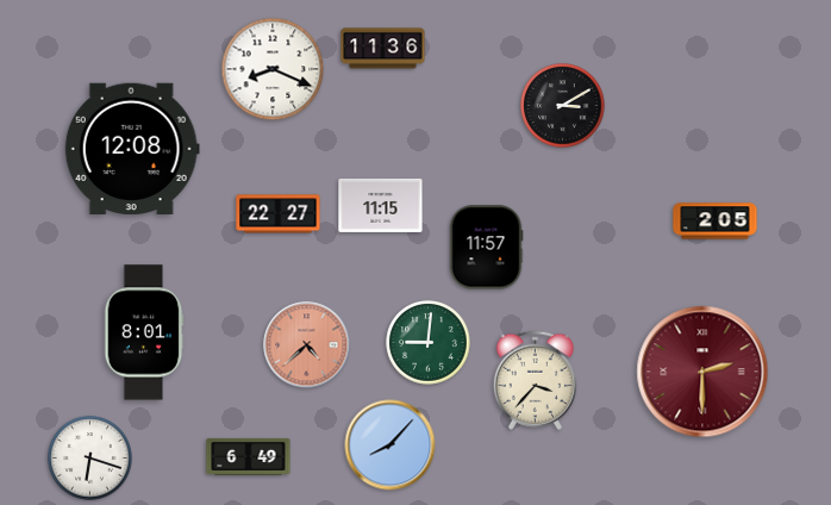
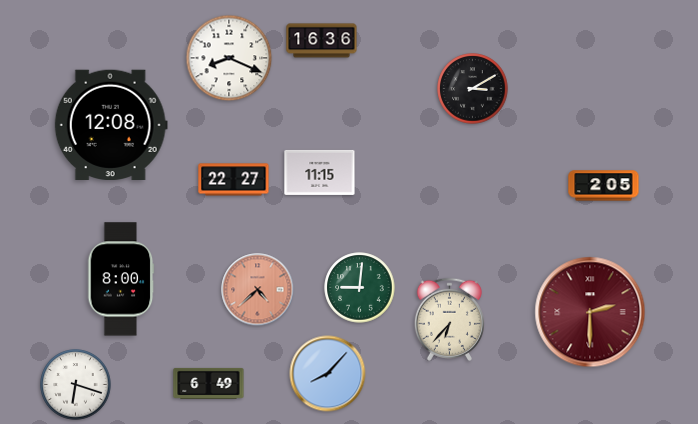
clock at (383, 49): 11:36 -> 16:36
clock at (716, 222) position: (716, 222) -> (604, 186)
clock at (486, 248): 11:57 -> none
clock at (144, 332): 8:01 -> 8:00
clock at (535, 380): 3:37 -> 6:37
